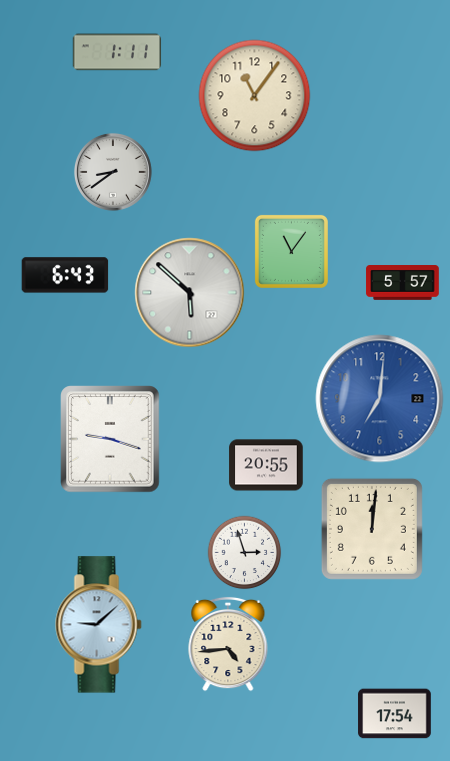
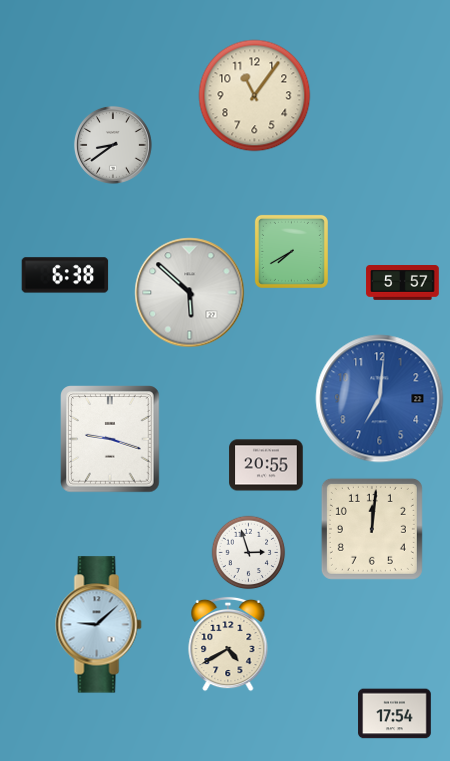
clock at (117, 52): 1:11 -> none
clock at (113, 172) position: (113, 172) -> (113, 145)
clock at (291, 251): 11:06 -> 7:40
clock at (65, 275): 6:43 -> 6:38
clock at (245, 553) position: (245, 553) -> (249, 553)
clock at (228, 644): 4:44 -> 4:40
